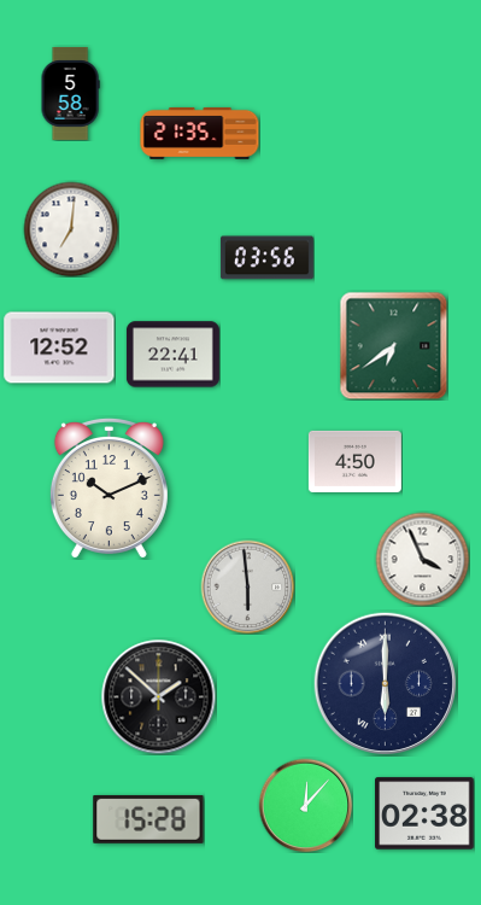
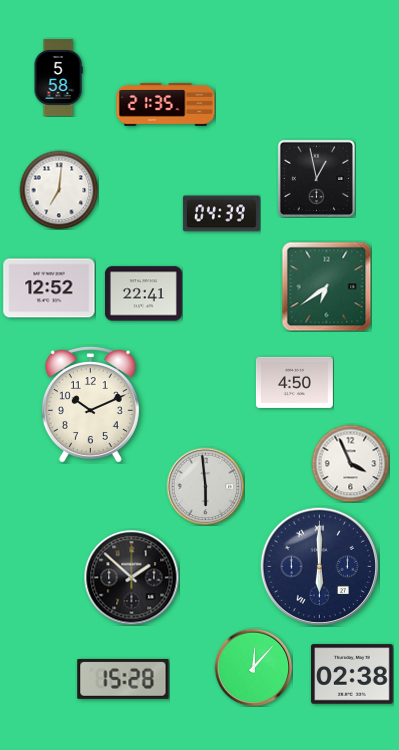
clock at (200, 133) position: (200, 133) -> (166, 104)
clock at (316, 178): none -> 12:58
clock at (266, 258): 03:56 -> 04:39
